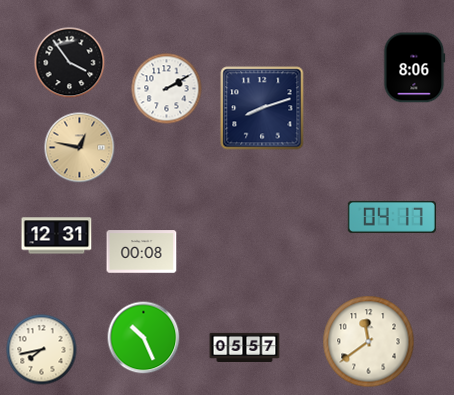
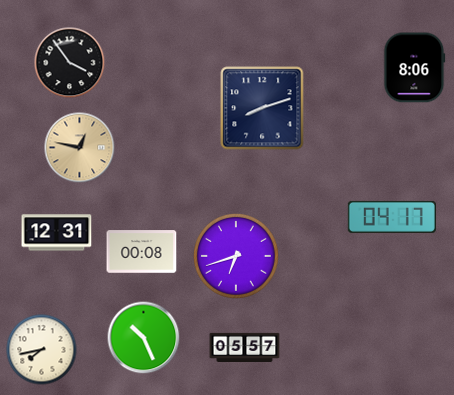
clock at (167, 89): 2:10 -> none
clock at (57, 236) position: (57, 236) -> (57, 233)
clock at (237, 257): none -> 6:42
clock at (369, 342): 11:39 -> none
